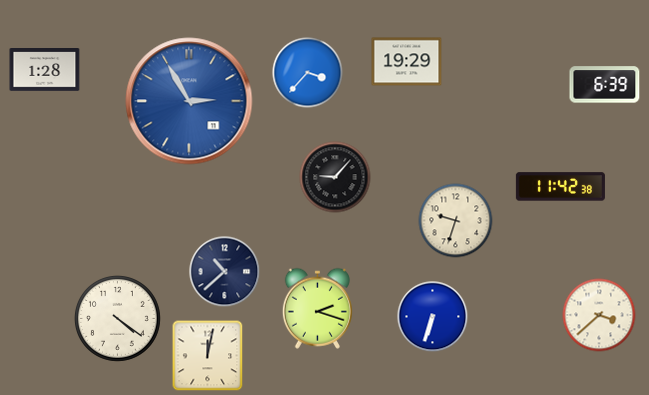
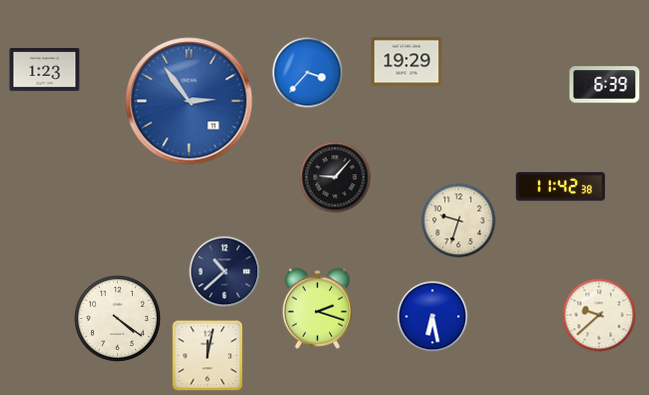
clock at (45, 70): 1:28 -> 1:23
clock at (189, 101): 2:55 -> 2:54
clock at (456, 221) position: (456, 221) -> (459, 221)
clock at (599, 315): 3:38 -> 9:38
clock at (433, 317): 6:33 -> 6:28
